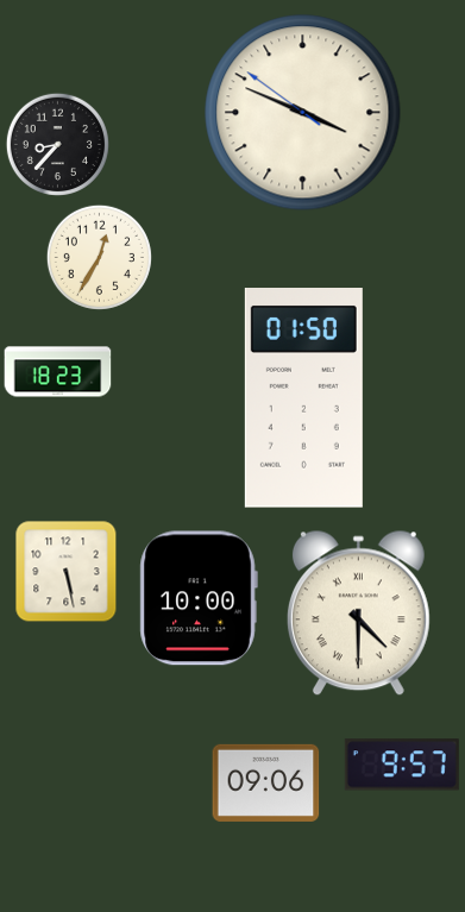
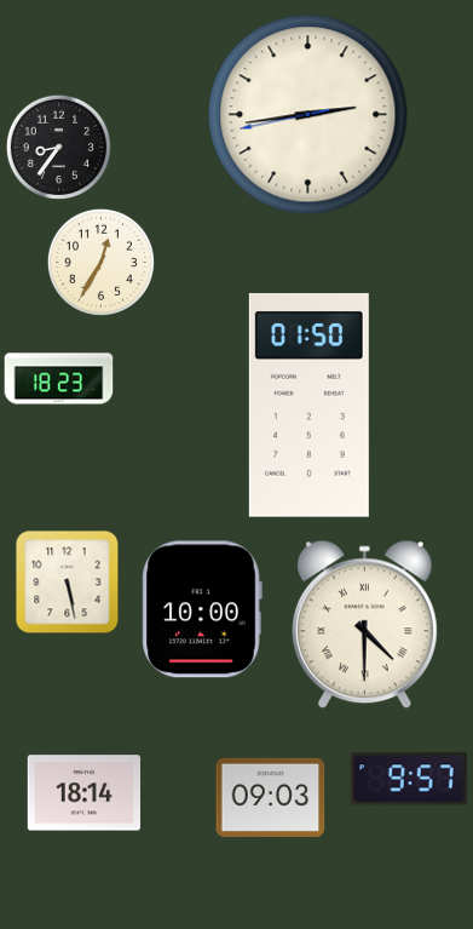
clock at (303, 113): 3:48 -> 2:43
clock at (57, 144): 8:37 -> 8:36
clock at (83, 793): none -> 18:14
clock at (266, 782): 09:06 -> 09:03
